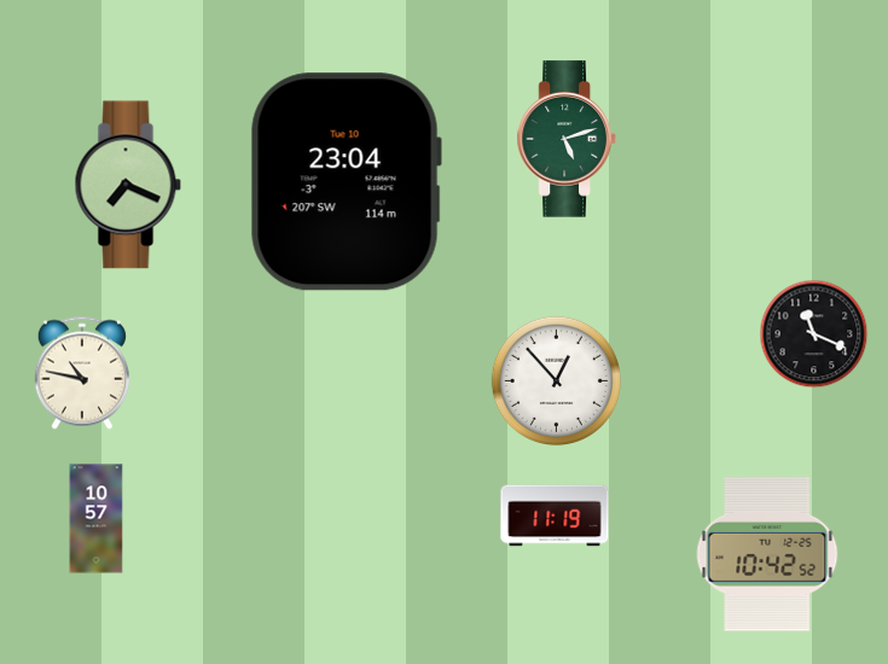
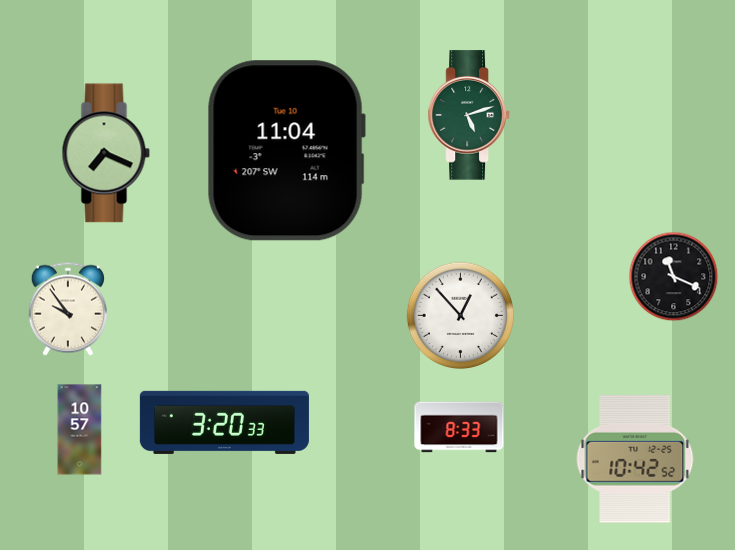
clock at (346, 182): 23:04 -> 11:04
clock at (82, 373): 10:47 -> 9:54
clock at (224, 422): none -> 3:20
clock at (555, 516): 11:19 -> 8:33
